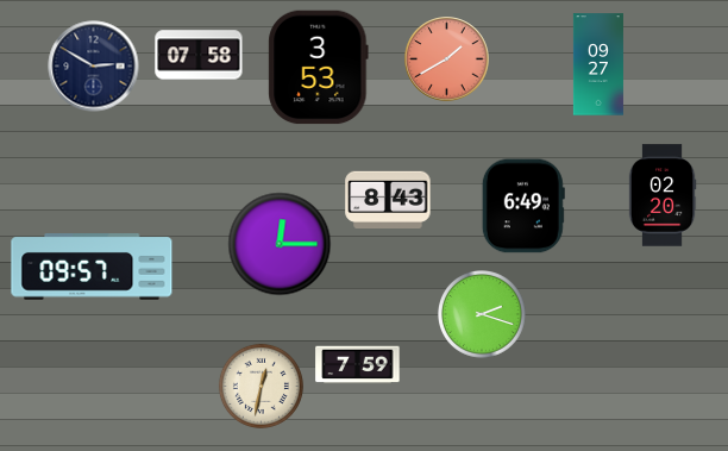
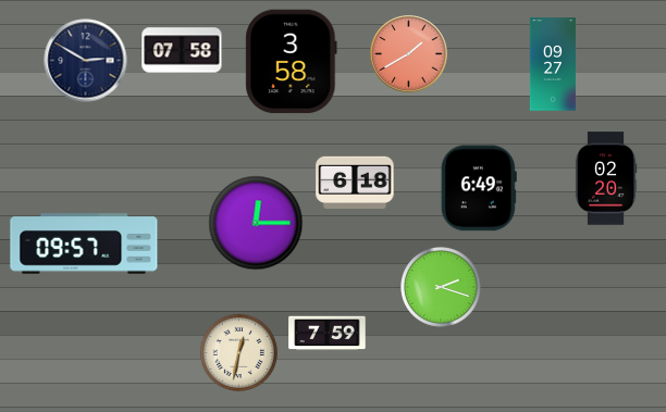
clock at (598, 64) position: (598, 64) -> (553, 64)
clock at (319, 68): 3:53 -> 3:58
clock at (388, 199): 8:43 -> 6:18
